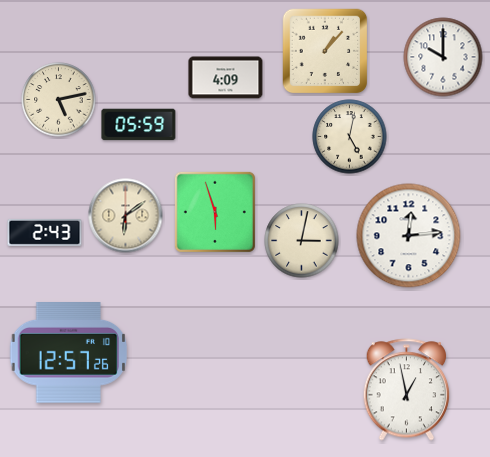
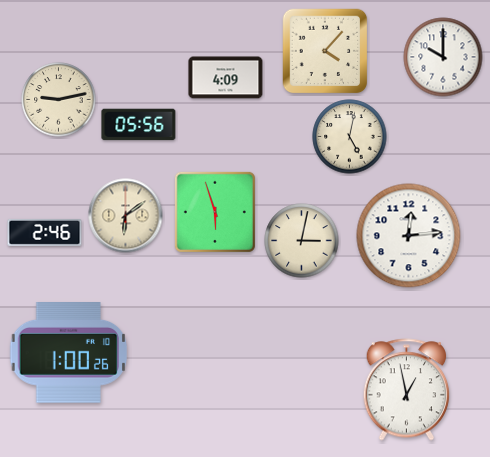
clock at (325, 51): 1:07 -> 4:07
clock at (59, 100): 5:13 -> 9:13
clock at (139, 125): 05:59 -> 05:56
clock at (45, 232): 2:43 -> 2:46
clock at (69, 353): 12:57 -> 1:00
